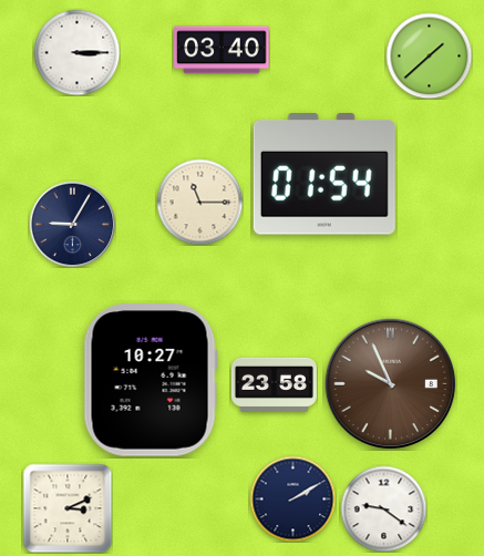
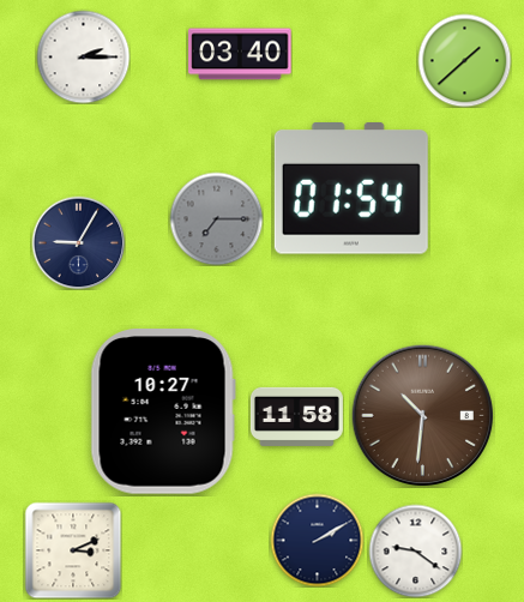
clock at (76, 52): 3:15 -> 2:15
clock at (199, 202): 11:15 -> 7:15
clock at (199, 202) dial: cream -> grey
clock at (390, 383): 9:56 -> 10:31
clock at (274, 384): 23:58 -> 11:58
